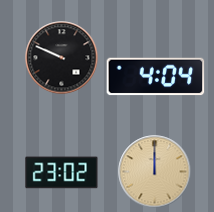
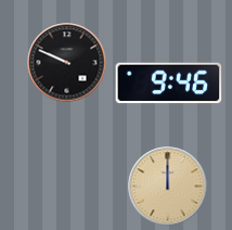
clock at (156, 77): 4:04 -> 9:46
clock at (62, 173): 23:02 -> none
